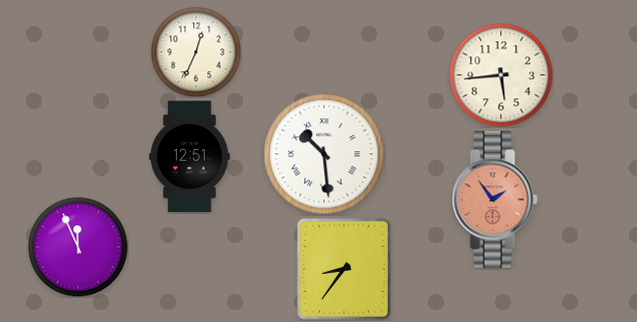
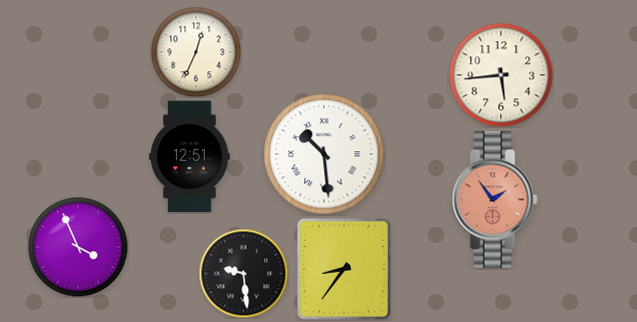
clock at (78, 247): 11:56 -> 3:56
clock at (243, 273): none -> 9:29
